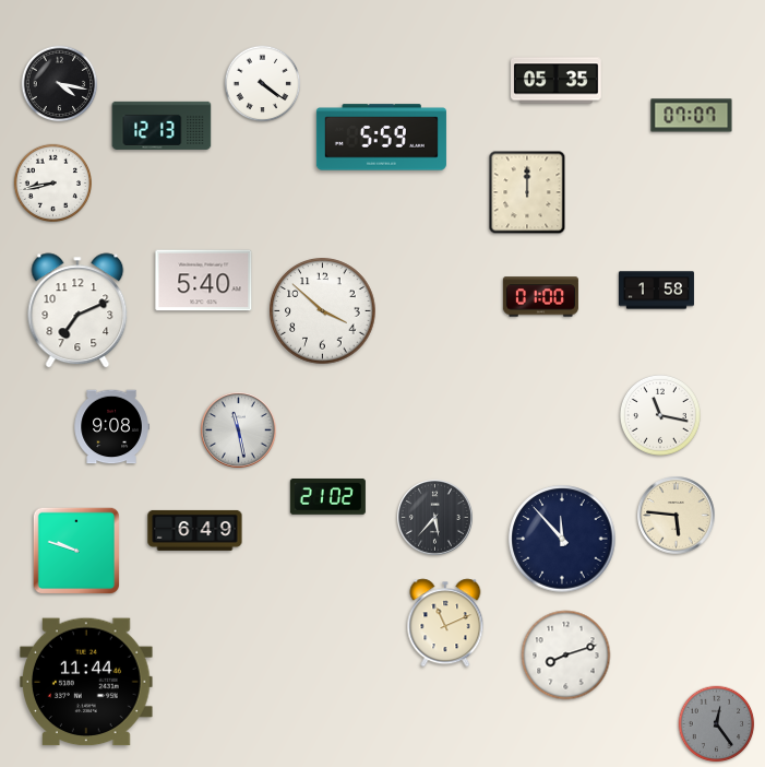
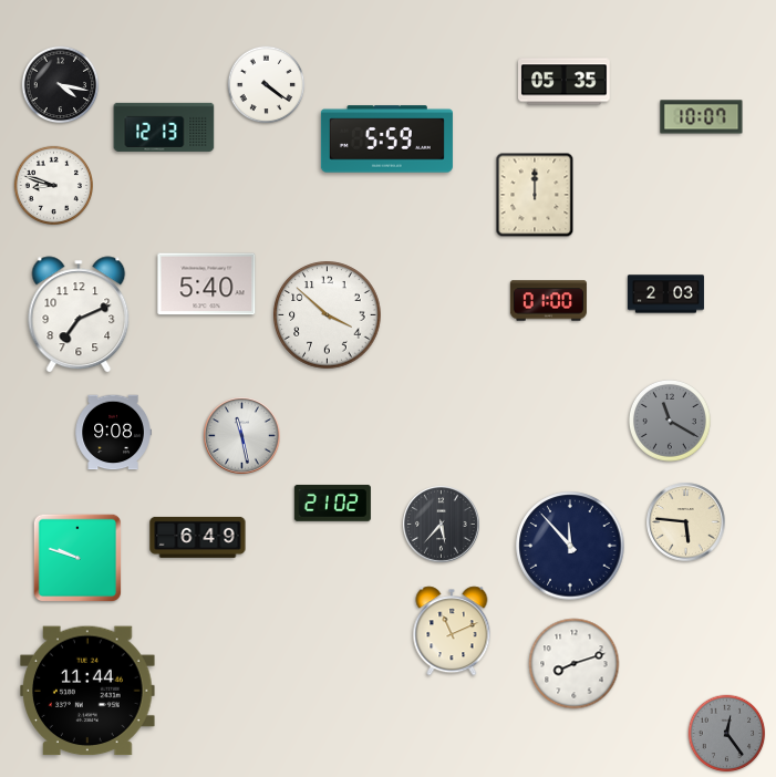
clock at (692, 116): 07:07 -> 10:07
clock at (52, 182): 8:43 -> 8:48
clock at (656, 291): 1:58 -> 2:03
clock at (660, 415): 11:17 -> 11:20
clock at (660, 415) dial: white -> grey
